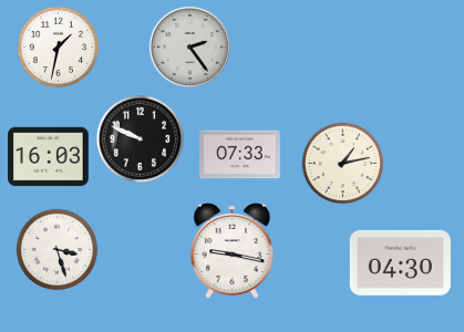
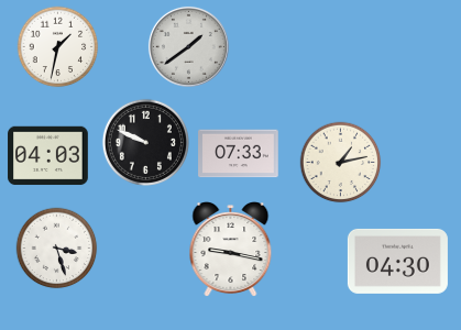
clock at (189, 46): 2:24 -> 1:39
clock at (140, 138) position: (140, 138) -> (145, 142)
clock at (49, 157): 16:03 -> 04:03
